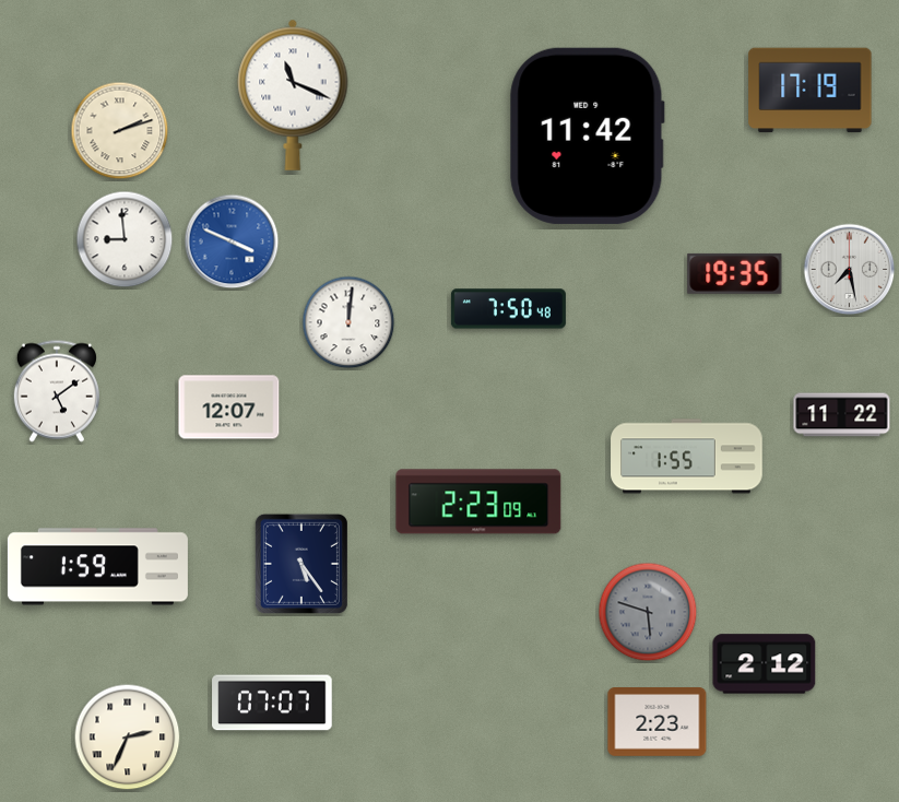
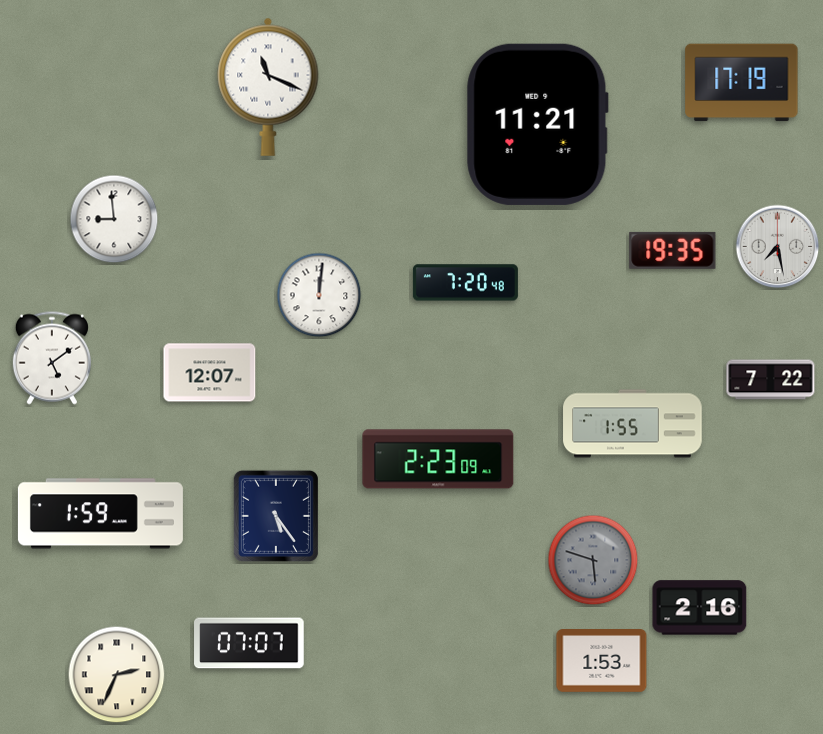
clock at (120, 131): 2:12 -> none
clock at (587, 135): 11:42 -> 11:21
clock at (232, 241): 3:49 -> none
clock at (508, 309): 7:50 -> 7:20
clock at (842, 415): 11:22 -> 7:22
clock at (687, 457) position: (687, 457) -> (633, 424)
clock at (97, 567) position: (97, 567) -> (100, 514)
clock at (765, 664): 2:12 -> 2:16
clock at (658, 722): 2:23 -> 1:53
